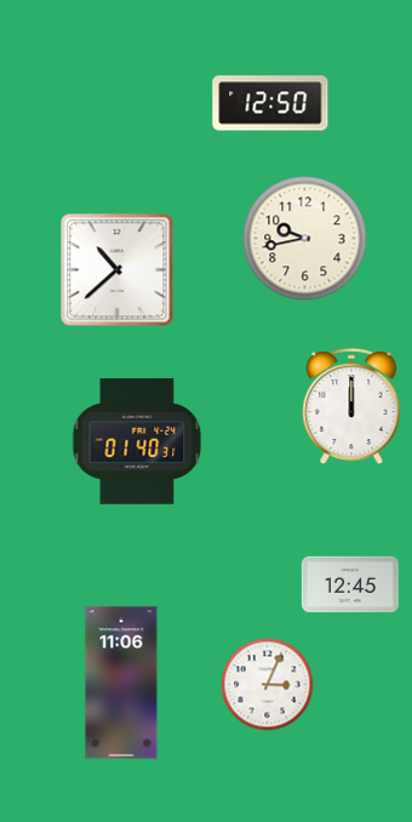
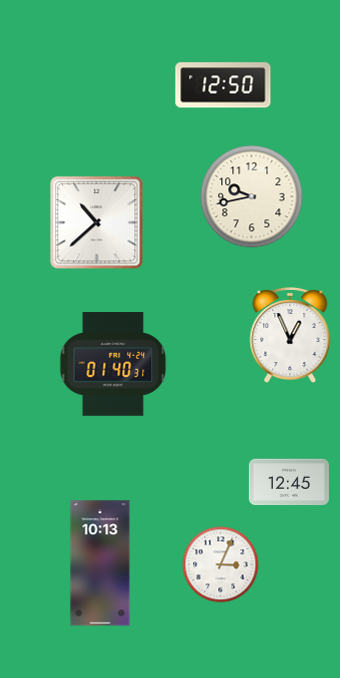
clock at (351, 406): 12:00 -> 12:56
clock at (121, 683): 11:06 -> 10:13
